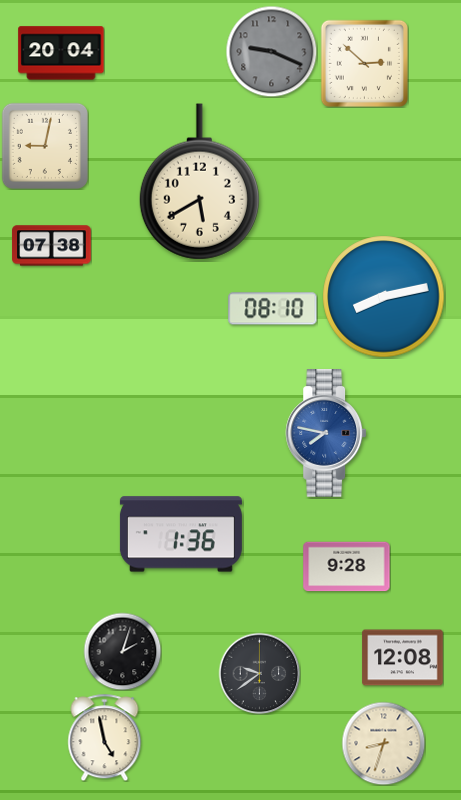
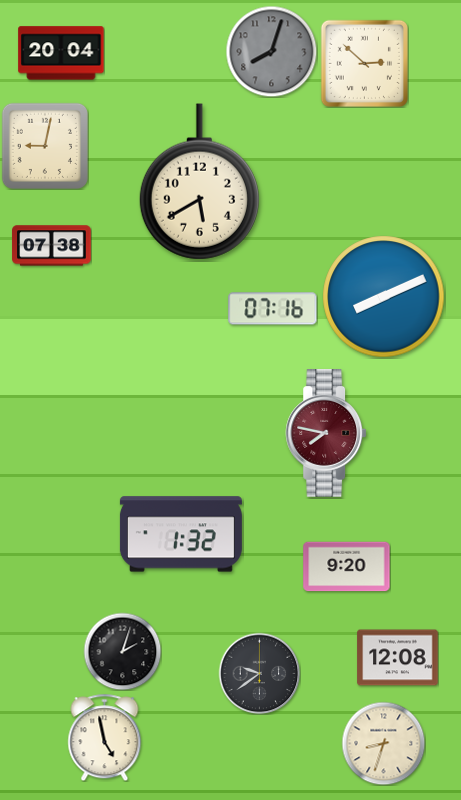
clock at (271, 51): 9:19 -> 8:03
clock at (384, 297): 8:13 -> 8:11
clock at (273, 309): 08:10 -> 07:16
clock at (326, 433) dial: blue -> burgundy
clock at (181, 534): 1:36 -> 1:32
clock at (347, 567): 9:28 -> 9:20
clock at (403, 658) position: (403, 658) -> (398, 658)
